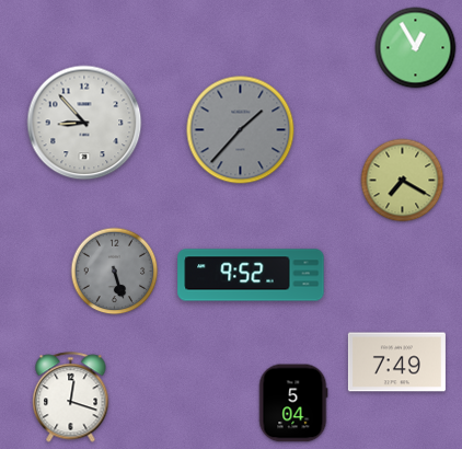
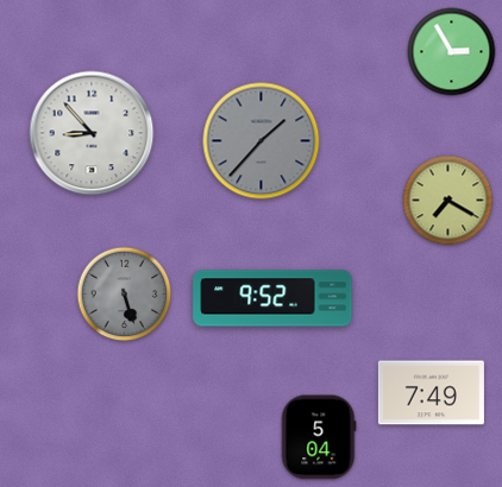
clock at (416, 48): 12:55 -> 2:55
clock at (403, 181) position: (403, 181) -> (448, 201)
clock at (71, 398): 12:18 -> none
